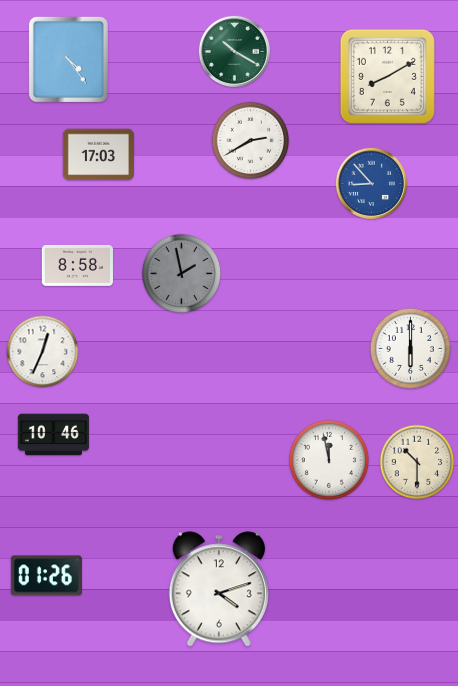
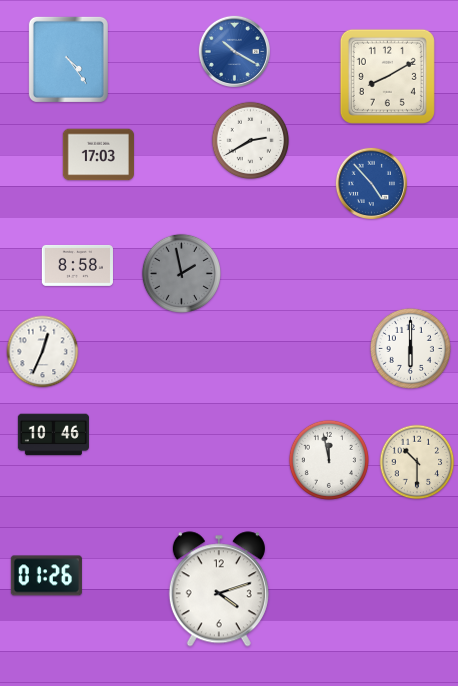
clock at (234, 51) dial: green -> blue
clock at (371, 183): 8:53 -> 4:53
